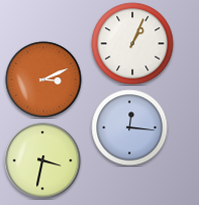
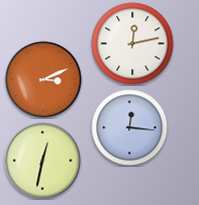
clock at (133, 44): 1:04 -> 12:13
clock at (43, 161): 3:32 -> 12:32
